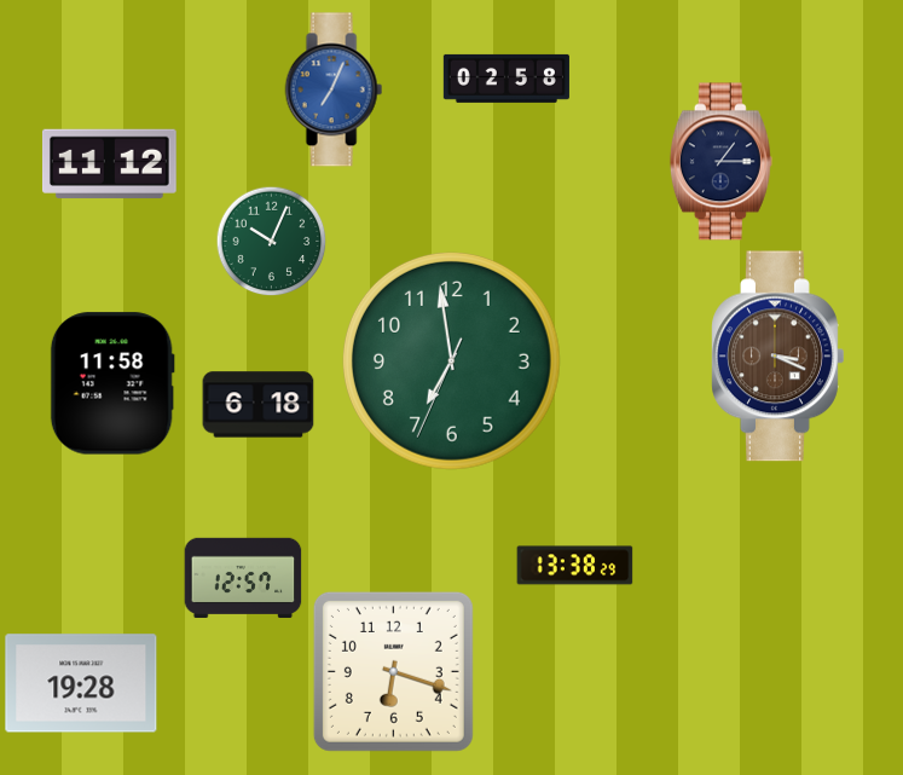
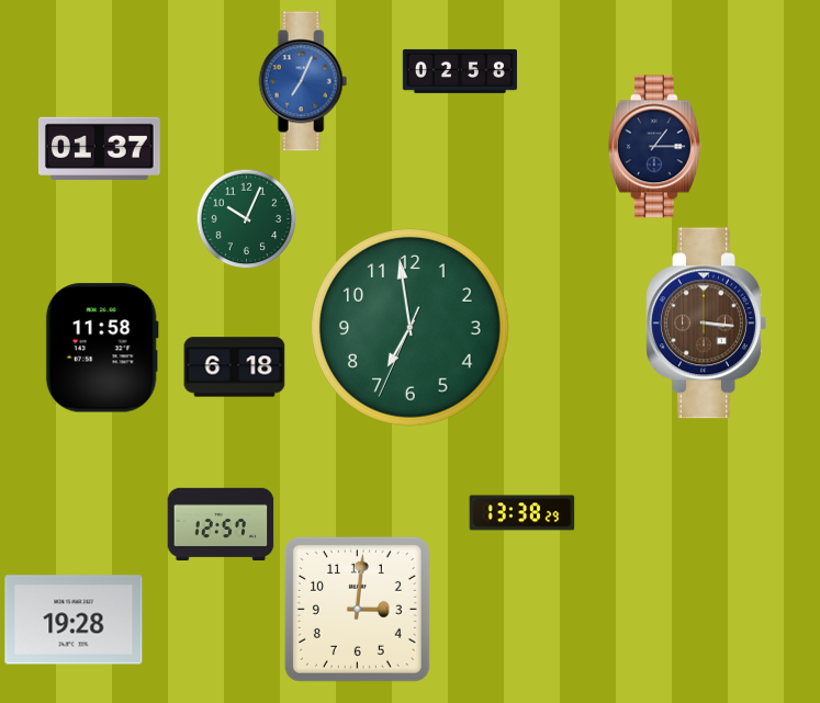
clock at (109, 163): 11:12 -> 01:37
clock at (778, 357): 3:19 -> 3:16
clock at (393, 671): 6:18 -> 3:01
